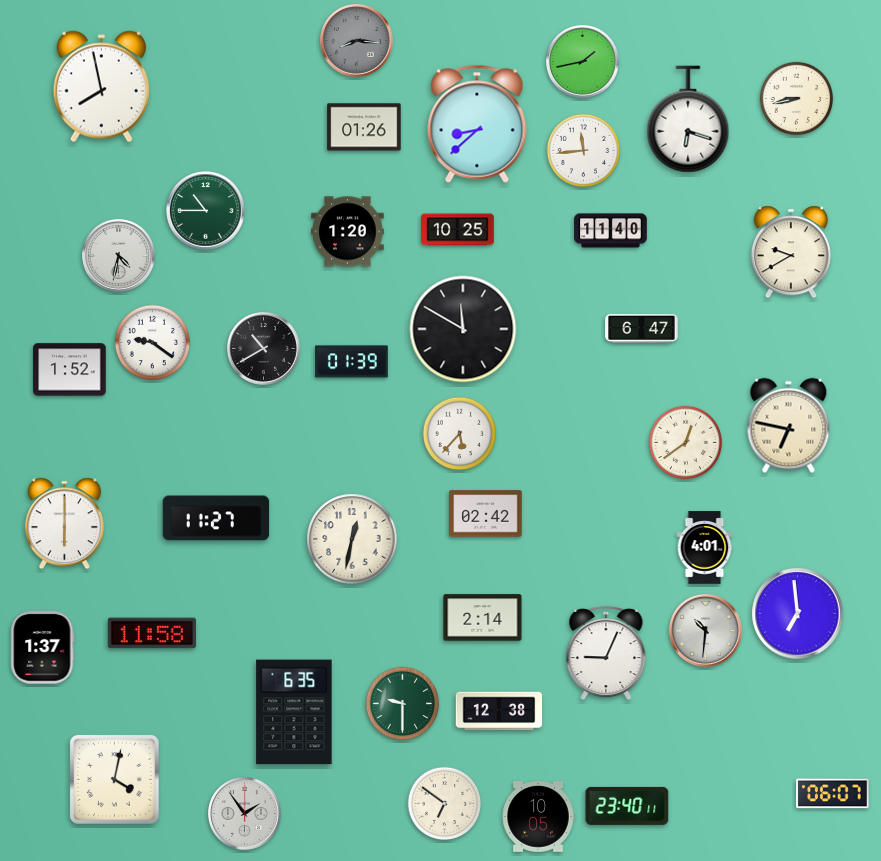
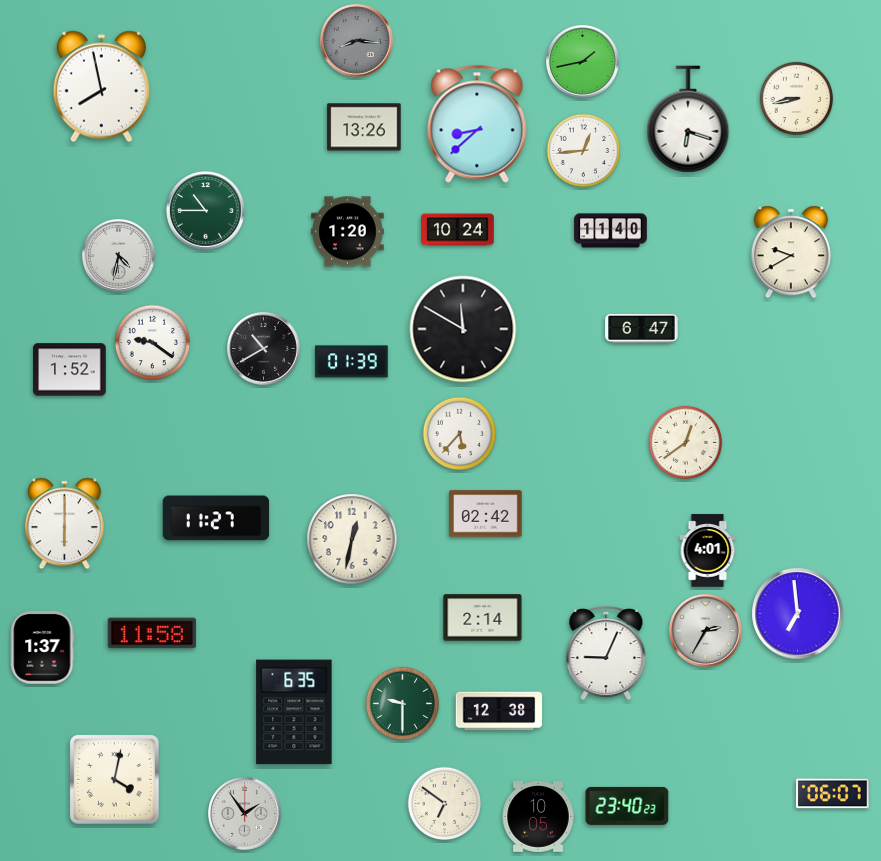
clock at (364, 127): 01:26 -> 13:26
clock at (584, 151): 11:44 -> 12:44
clock at (458, 230): 10:25 -> 10:24
clock at (789, 426): 6:47 -> none
clock at (705, 548) position: (705, 548) -> (708, 551)
clock at (706, 631): 10:31 -> 2:35
clock at (627, 806): 23:40:11 -> 23:40:23
